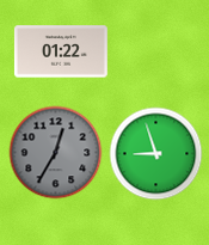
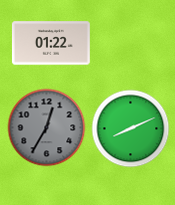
clock at (155, 153): 8:57 -> 8:11
